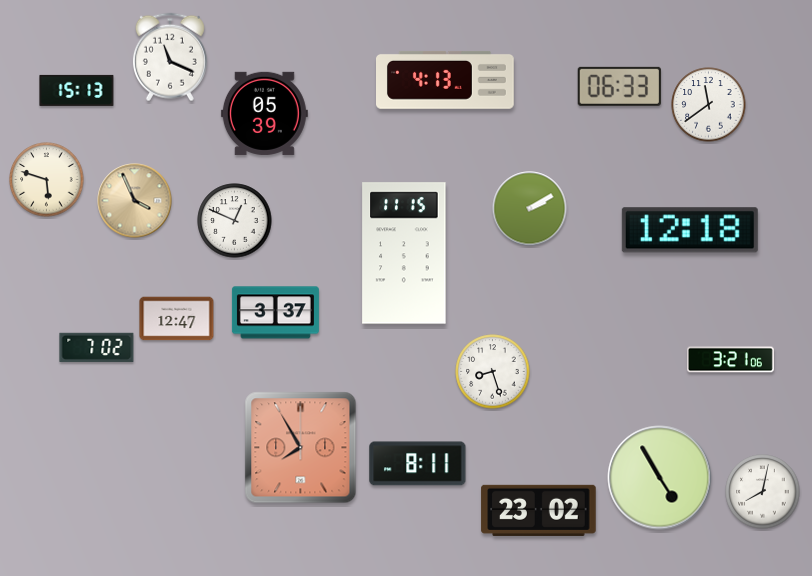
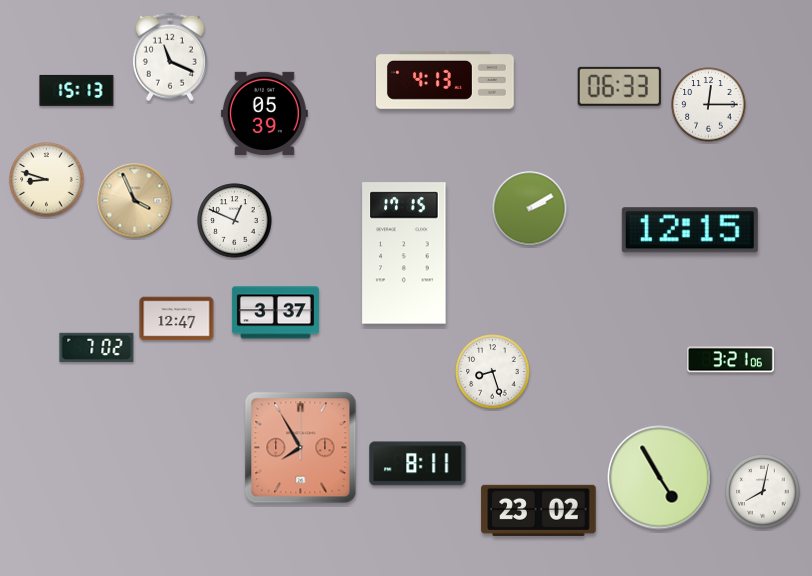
clock at (709, 105): 11:39 -> 12:15
clock at (47, 180): 5:48 -> 8:48
clock at (690, 230): 12:18 -> 12:15
clock at (404, 253): 11:15 -> 17:15
